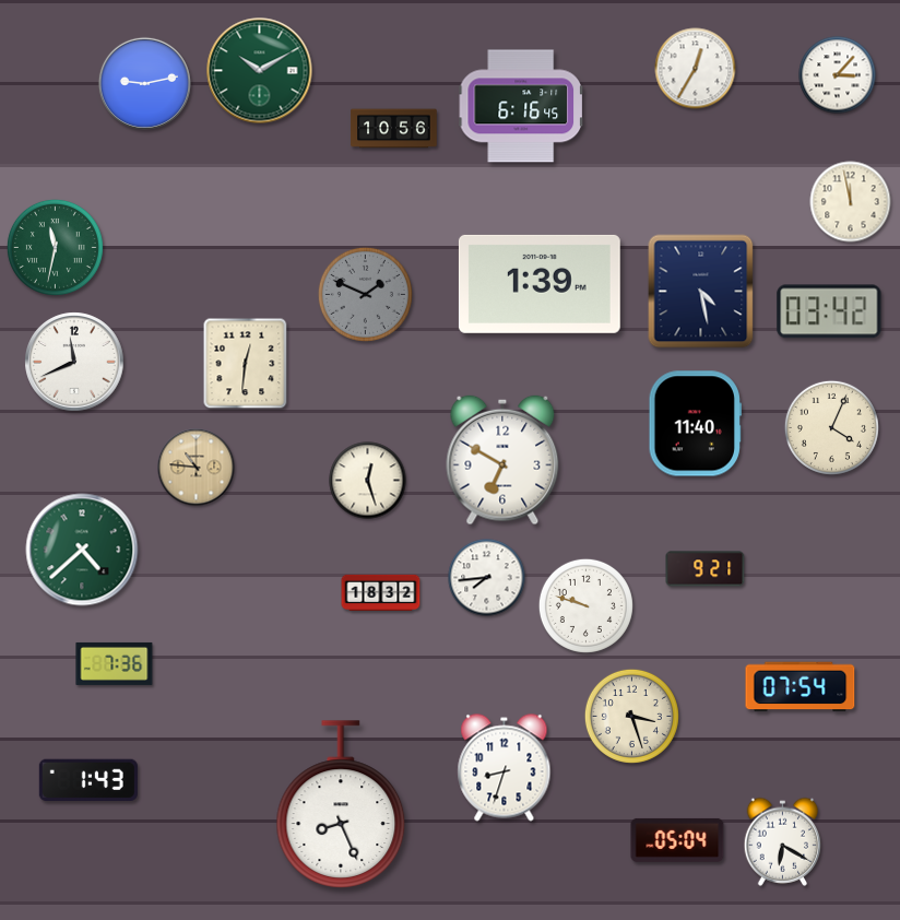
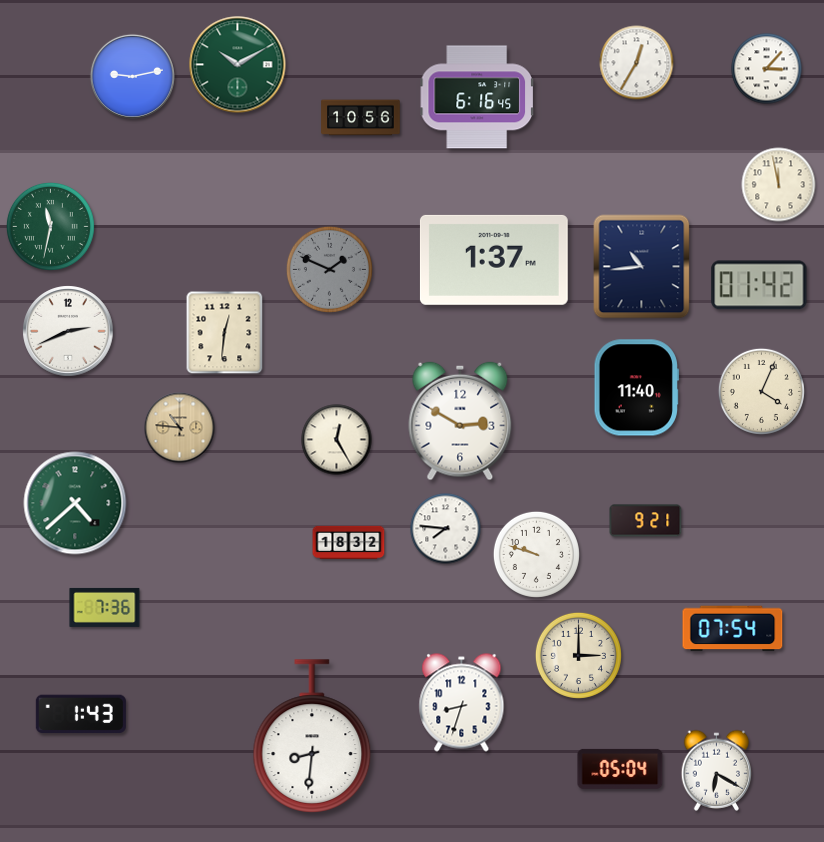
clock at (540, 284): 1:39 -> 1:37
clock at (701, 292): 4:28 -> 10:44
clock at (365, 294) position: (365, 294) -> (329, 269)
clock at (829, 311): 03:42 -> 01:42
clock at (74, 362): 11:41 -> 2:41
clock at (502, 460): 6:50 -> 2:50
clock at (368, 481): 12:27 -> 12:25
clock at (487, 578): 7:44 -> 7:46
clock at (631, 716): 3:27 -> 3:00
clock at (341, 804): 8:26 -> 8:31
